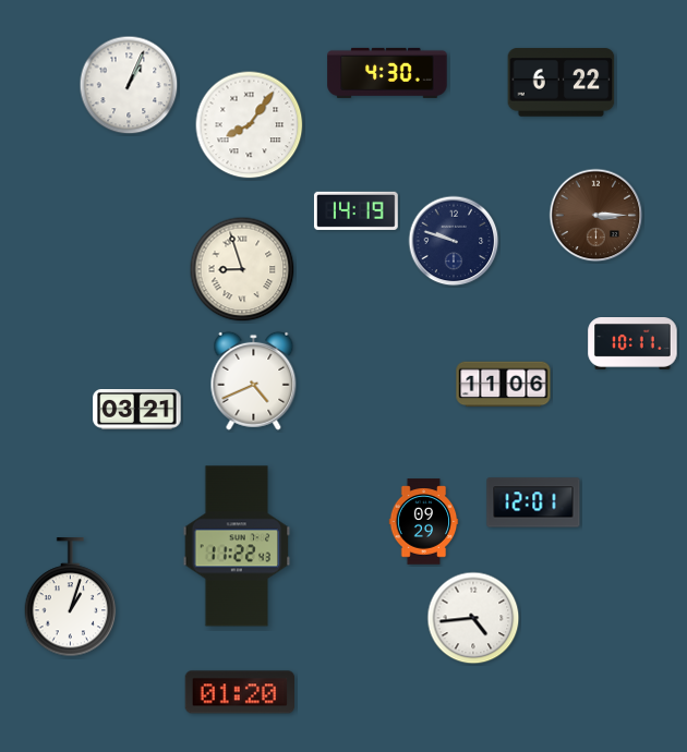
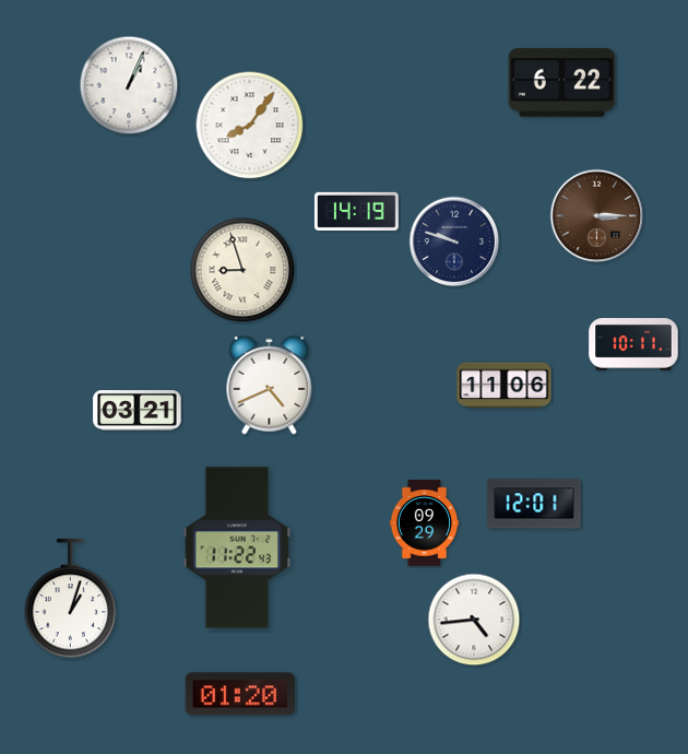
clock at (387, 73): 4:30 -> none
clock at (254, 380) position: (254, 380) -> (270, 385)
